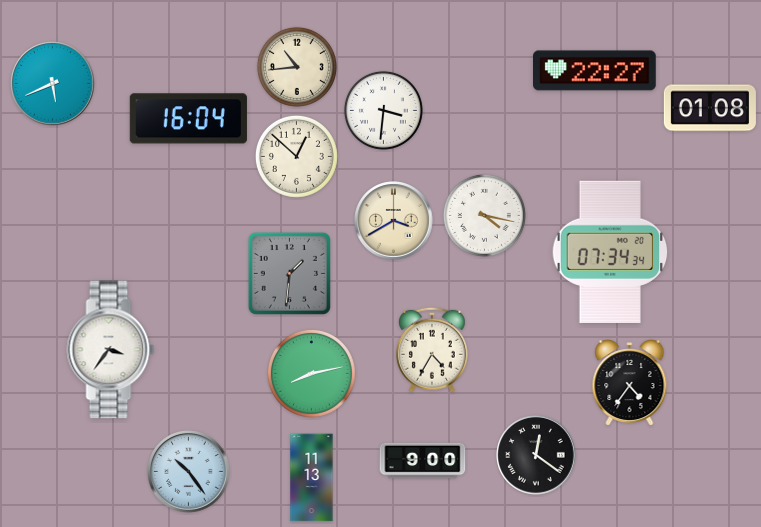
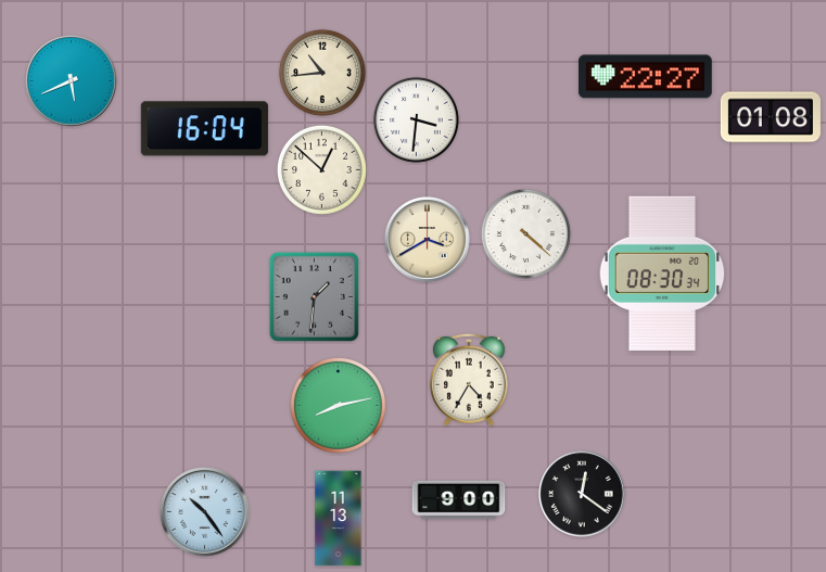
clock at (53, 84) position: (53, 84) -> (72, 81)
clock at (484, 215): 4:17 -> 4:22
clock at (610, 251): 07:34 -> 08:30
clock at (111, 350): 3:36 -> none
clock at (630, 383): 4:36 -> none
